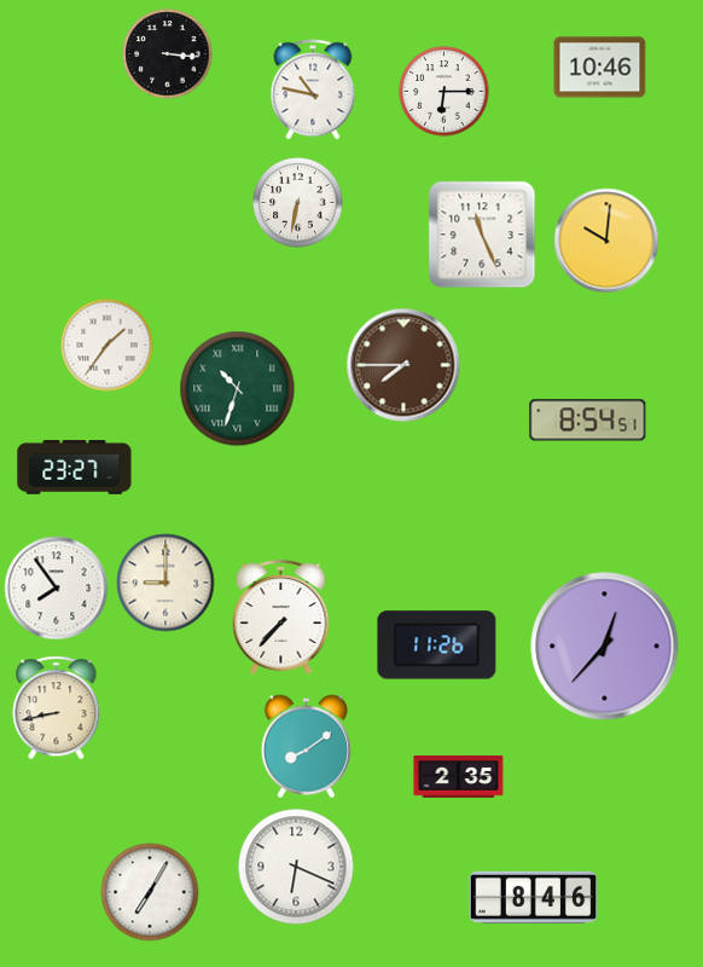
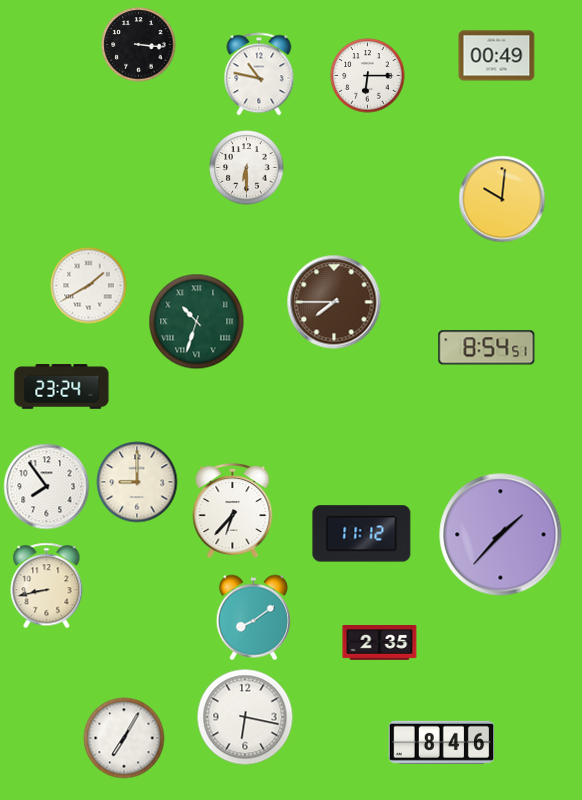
clock at (600, 68): 10:46 -> 00:49
clock at (298, 203): 6:32 -> 6:30
clock at (482, 234): 11:26 -> none
clock at (108, 346): 1:36 -> 1:40
clock at (75, 468): 23:27 -> 23:24
clock at (281, 618): 7:37 -> 6:37
clock at (437, 645): 11:26 -> 11:12
clock at (605, 647): 12:37 -> 1:37
clock at (296, 867): 6:19 -> 6:17
